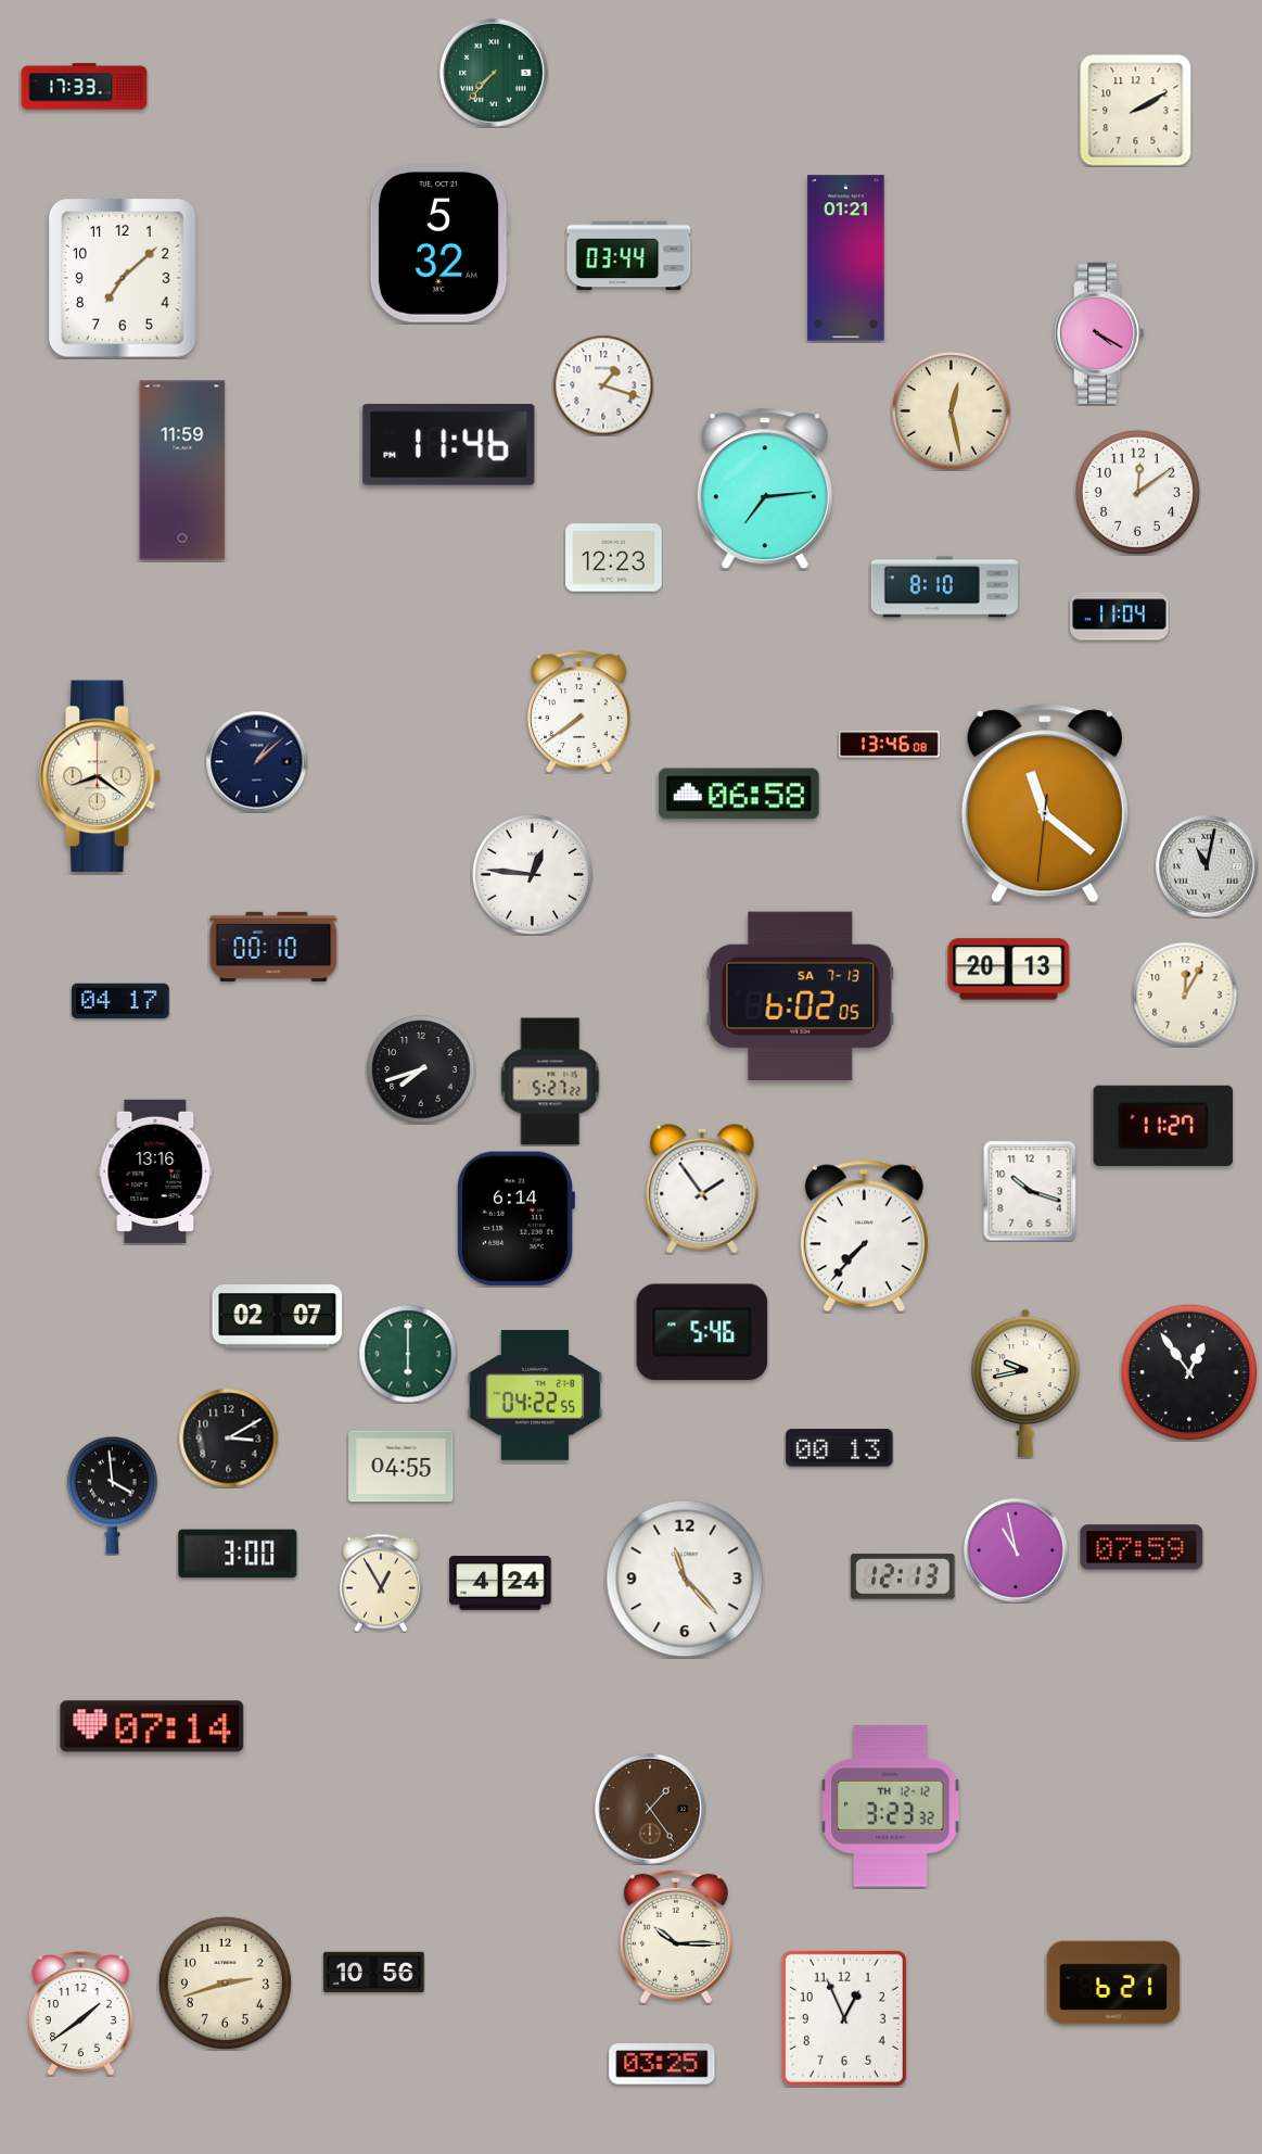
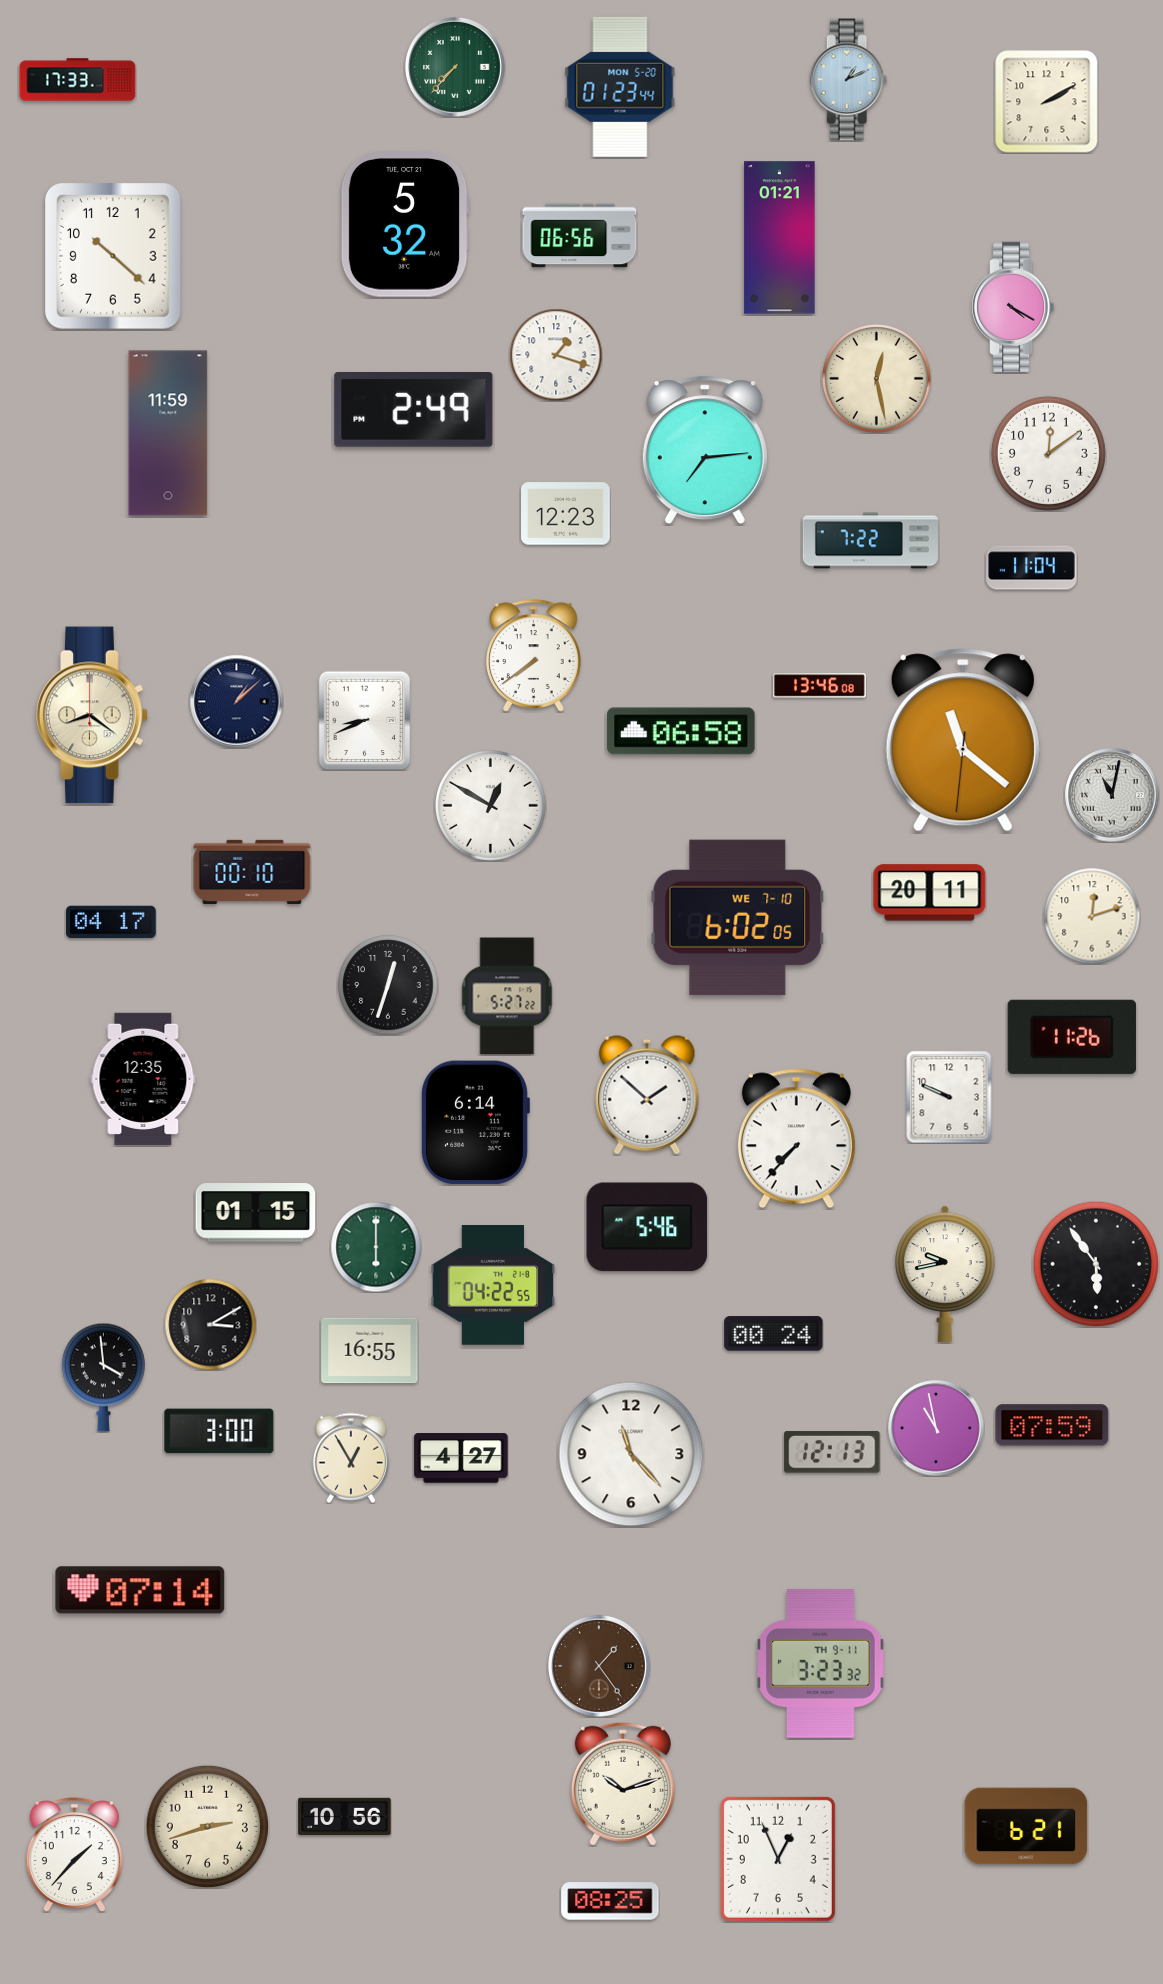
clock at (849, 80): none -> 1:11
clock at (620, 87): none -> 01:23
clock at (629, 256): 03:44 -> 06:56
clock at (124, 279): 7:08 -> 10:22
clock at (449, 445): 11:46 -> 2:49
clock at (944, 587): 8:10 -> 7:22
clock at (365, 720): none -> 8:41
clock at (1207, 866) position: (1207, 866) -> (1112, 795)
clock at (532, 874): 12:46 -> 12:50
clock at (1009, 970): 20:13 -> 20:11
clock at (1185, 994): 12:05 -> 12:12
clock at (801, 996) date: SA 7-13 -> WE 7-10
clock at (421, 1069): 7:42 -> 12:33
clock at (1163, 1126): 11:27 -> 11:26
clock at (155, 1171): 13:16 -> 12:35
clock at (702, 1189): 1:54 -> 1:52
clock at (1030, 1191): 10:18 -> 9:49
clock at (278, 1317): 02:07 -> 01:15
clock at (1189, 1372): 12:54 -> 5:54
clock at (840, 1448): 00:13 -> 00:24
clock at (401, 1467): 04:55 -> 16:55
clock at (500, 1583): 4:24 -> 4:27
clock at (891, 1807) date: TH 12-12 -> TH 9-11
clock at (676, 1937): 10:15 -> 10:12
clock at (80, 2014): 1:39 -> 1:37
clock at (662, 2064): 03:25 -> 08:25
